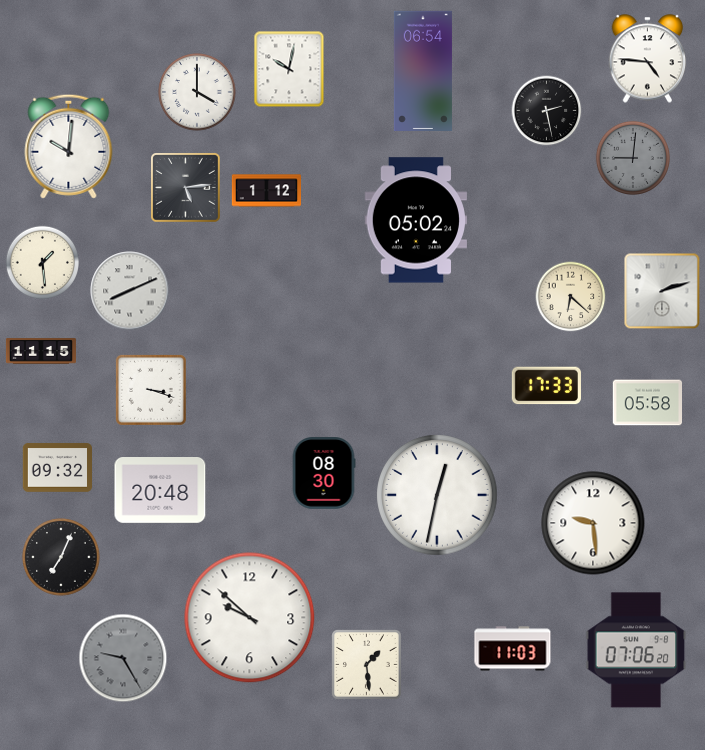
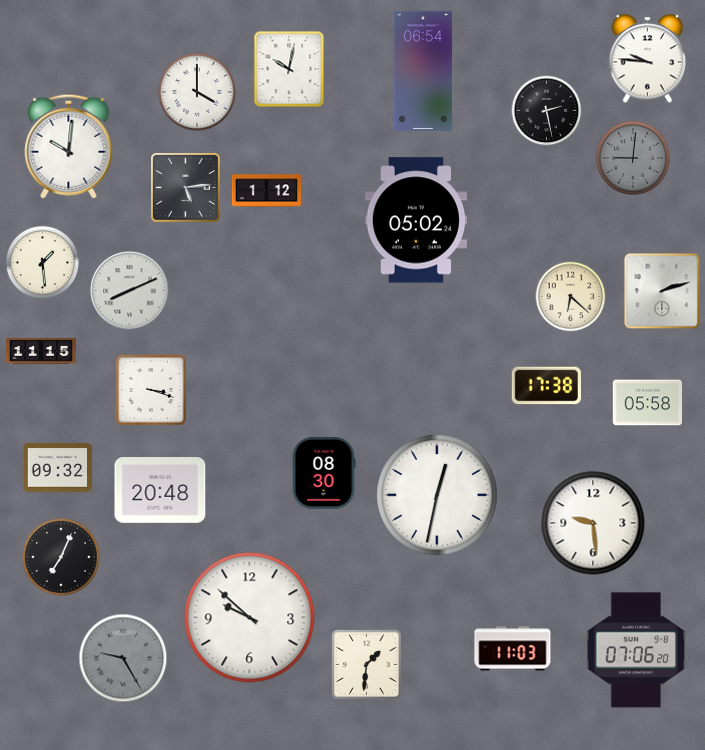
clock at (648, 59): 4:46 -> 9:46
clock at (546, 386): 17:33 -> 17:38
clock at (367, 665): 1:29 -> 1:31
